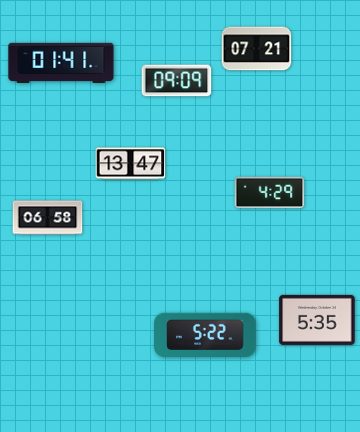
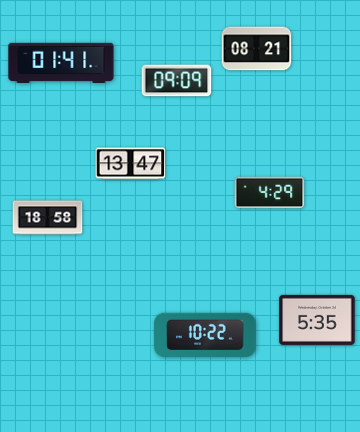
clock at (257, 49): 07:21 -> 08:21
clock at (48, 218): 06:58 -> 18:58
clock at (205, 335): 5:22 -> 10:22
